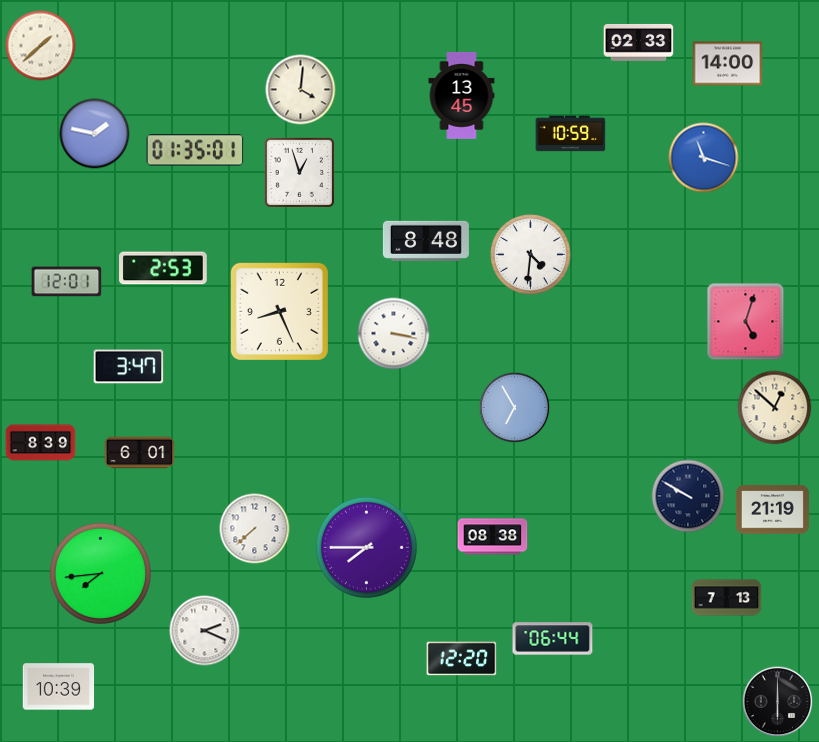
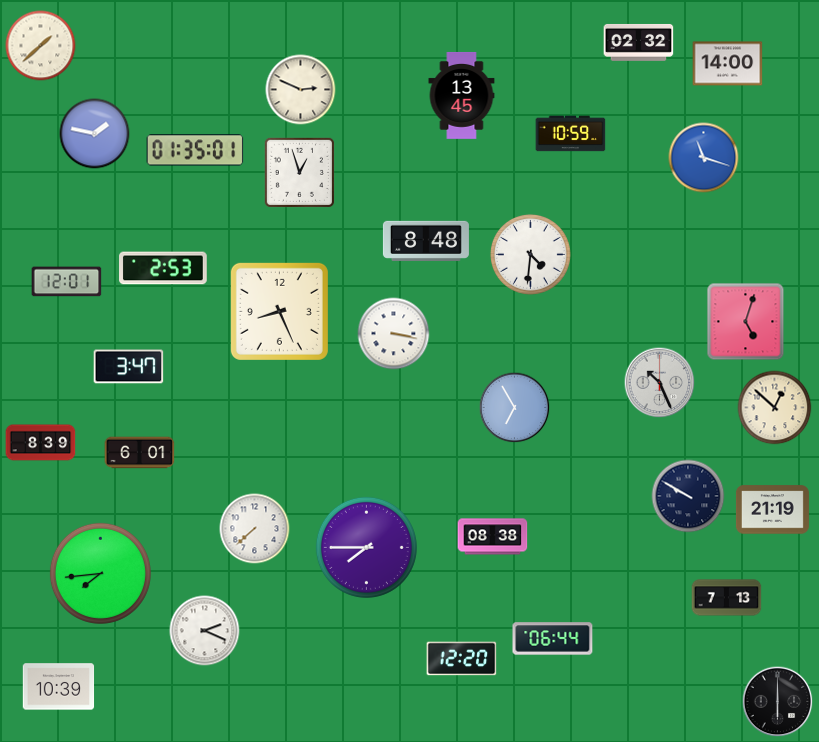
clock at (639, 42): 02:33 -> 02:32
clock at (301, 90): 4:01 -> 2:49
clock at (660, 383): none -> 10:26
